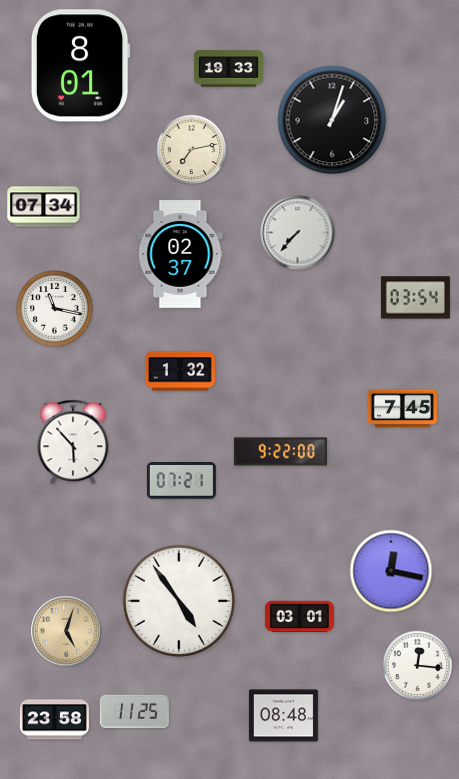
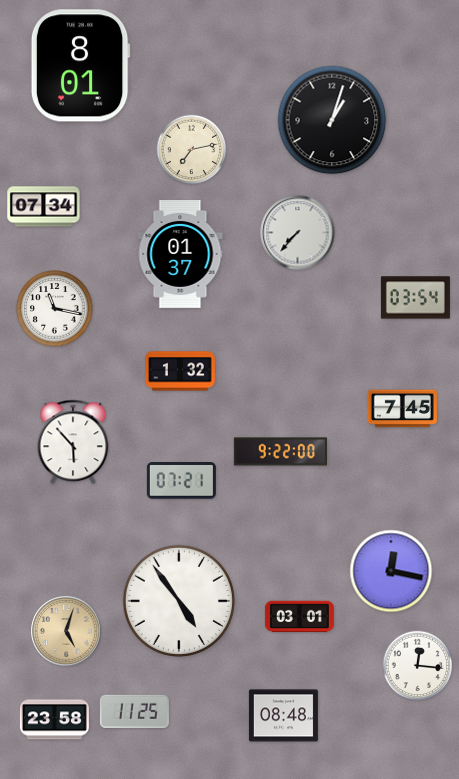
clock at (228, 69): 19:33 -> none
clock at (180, 255): 02:37 -> 01:37
